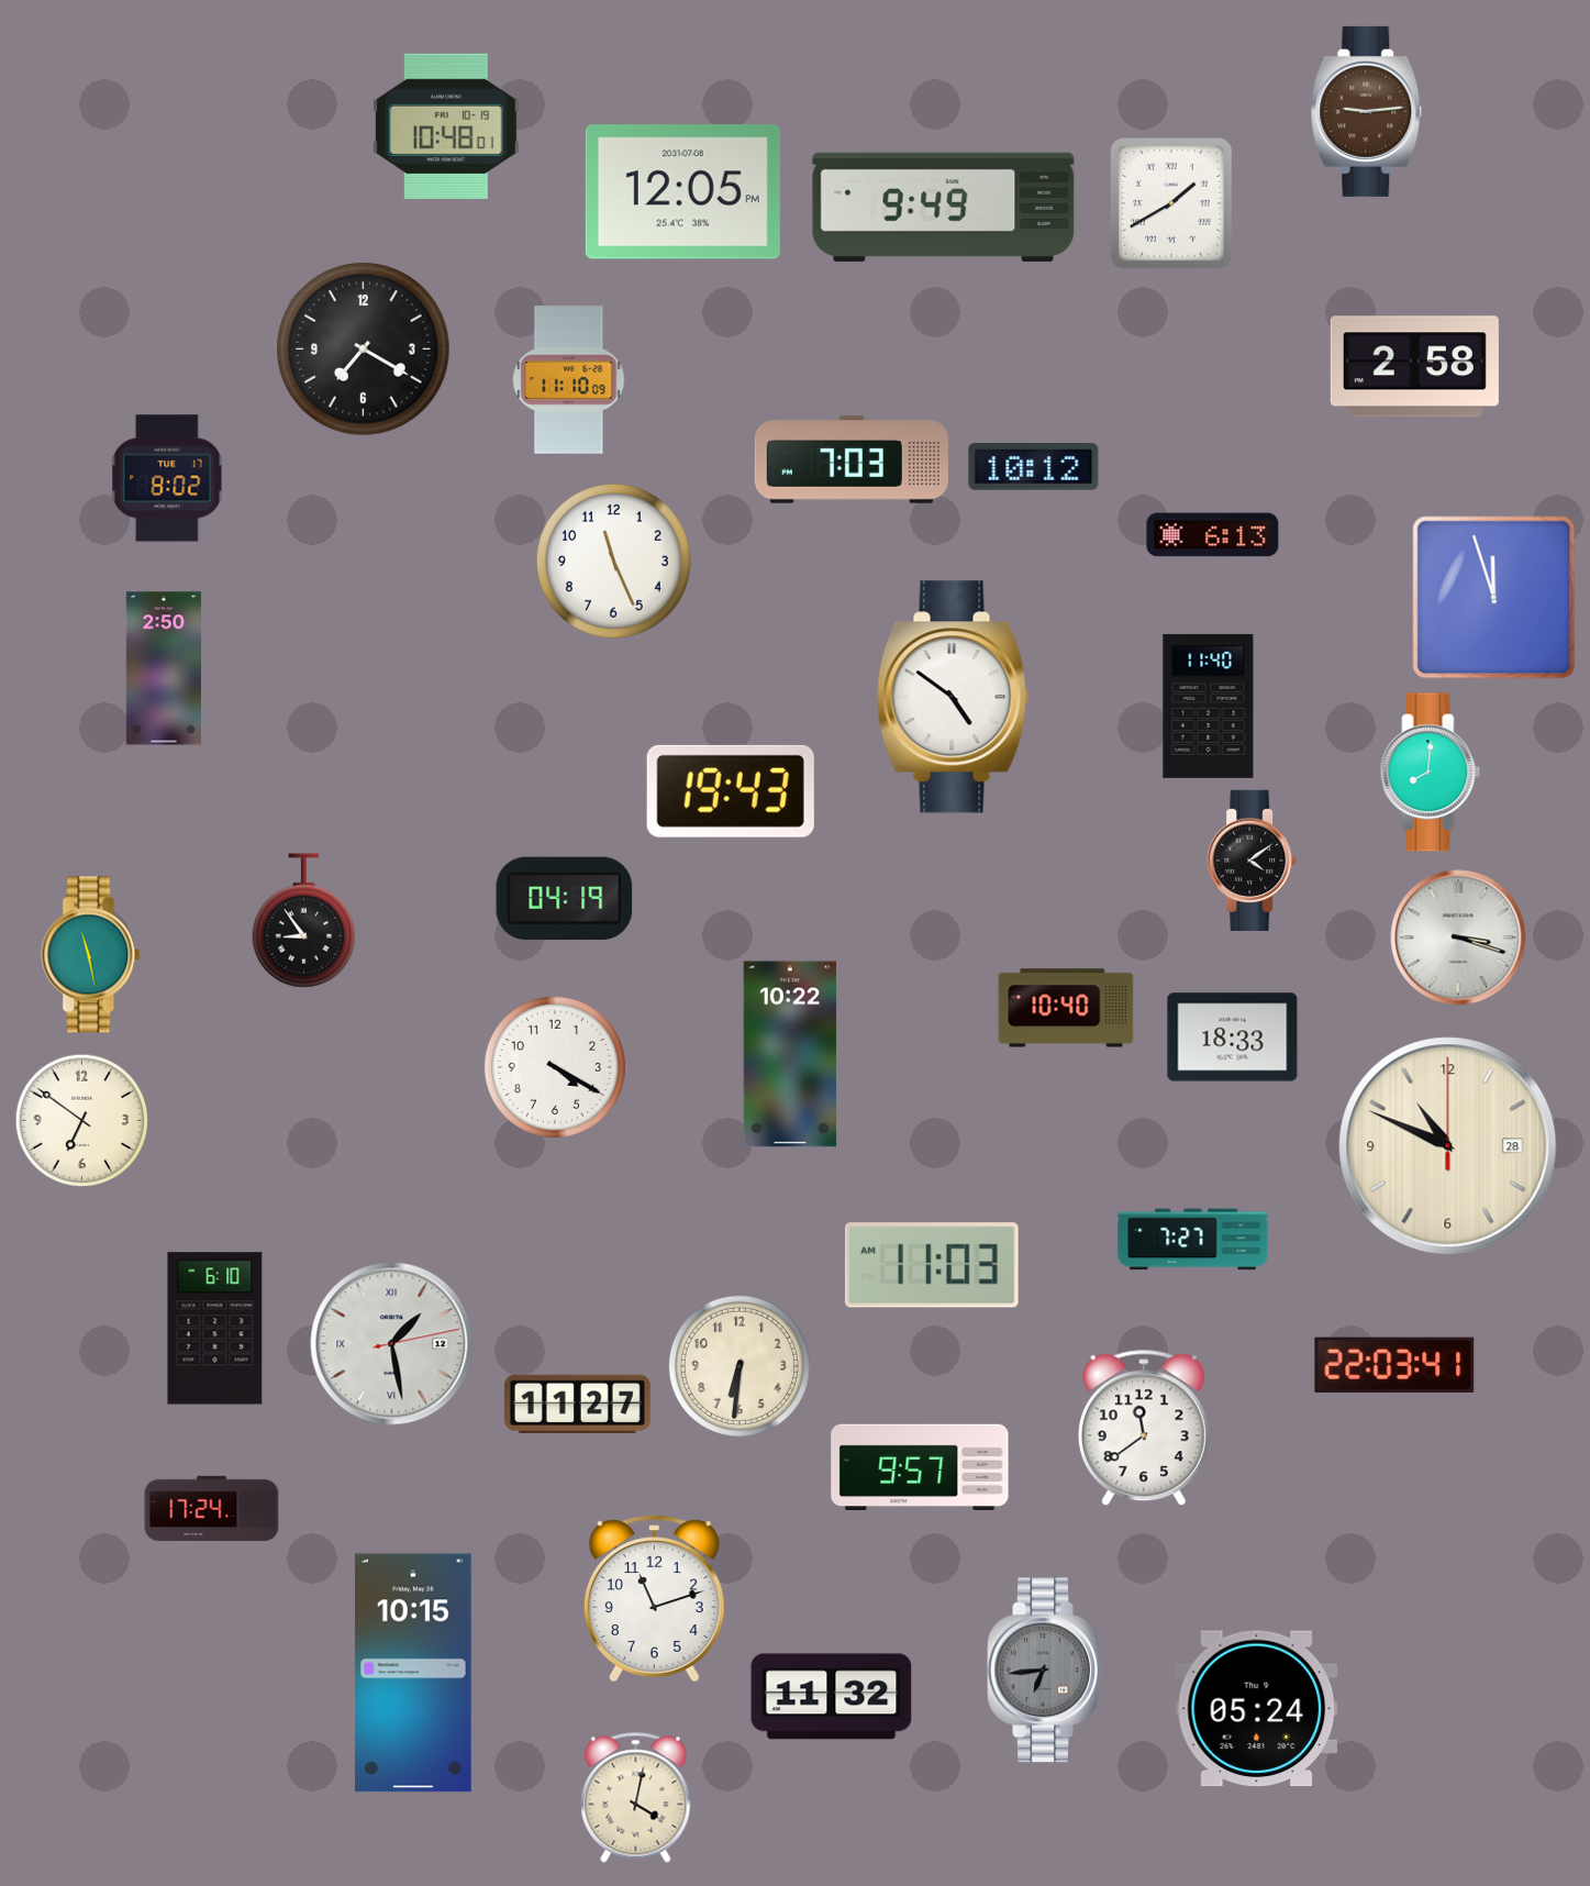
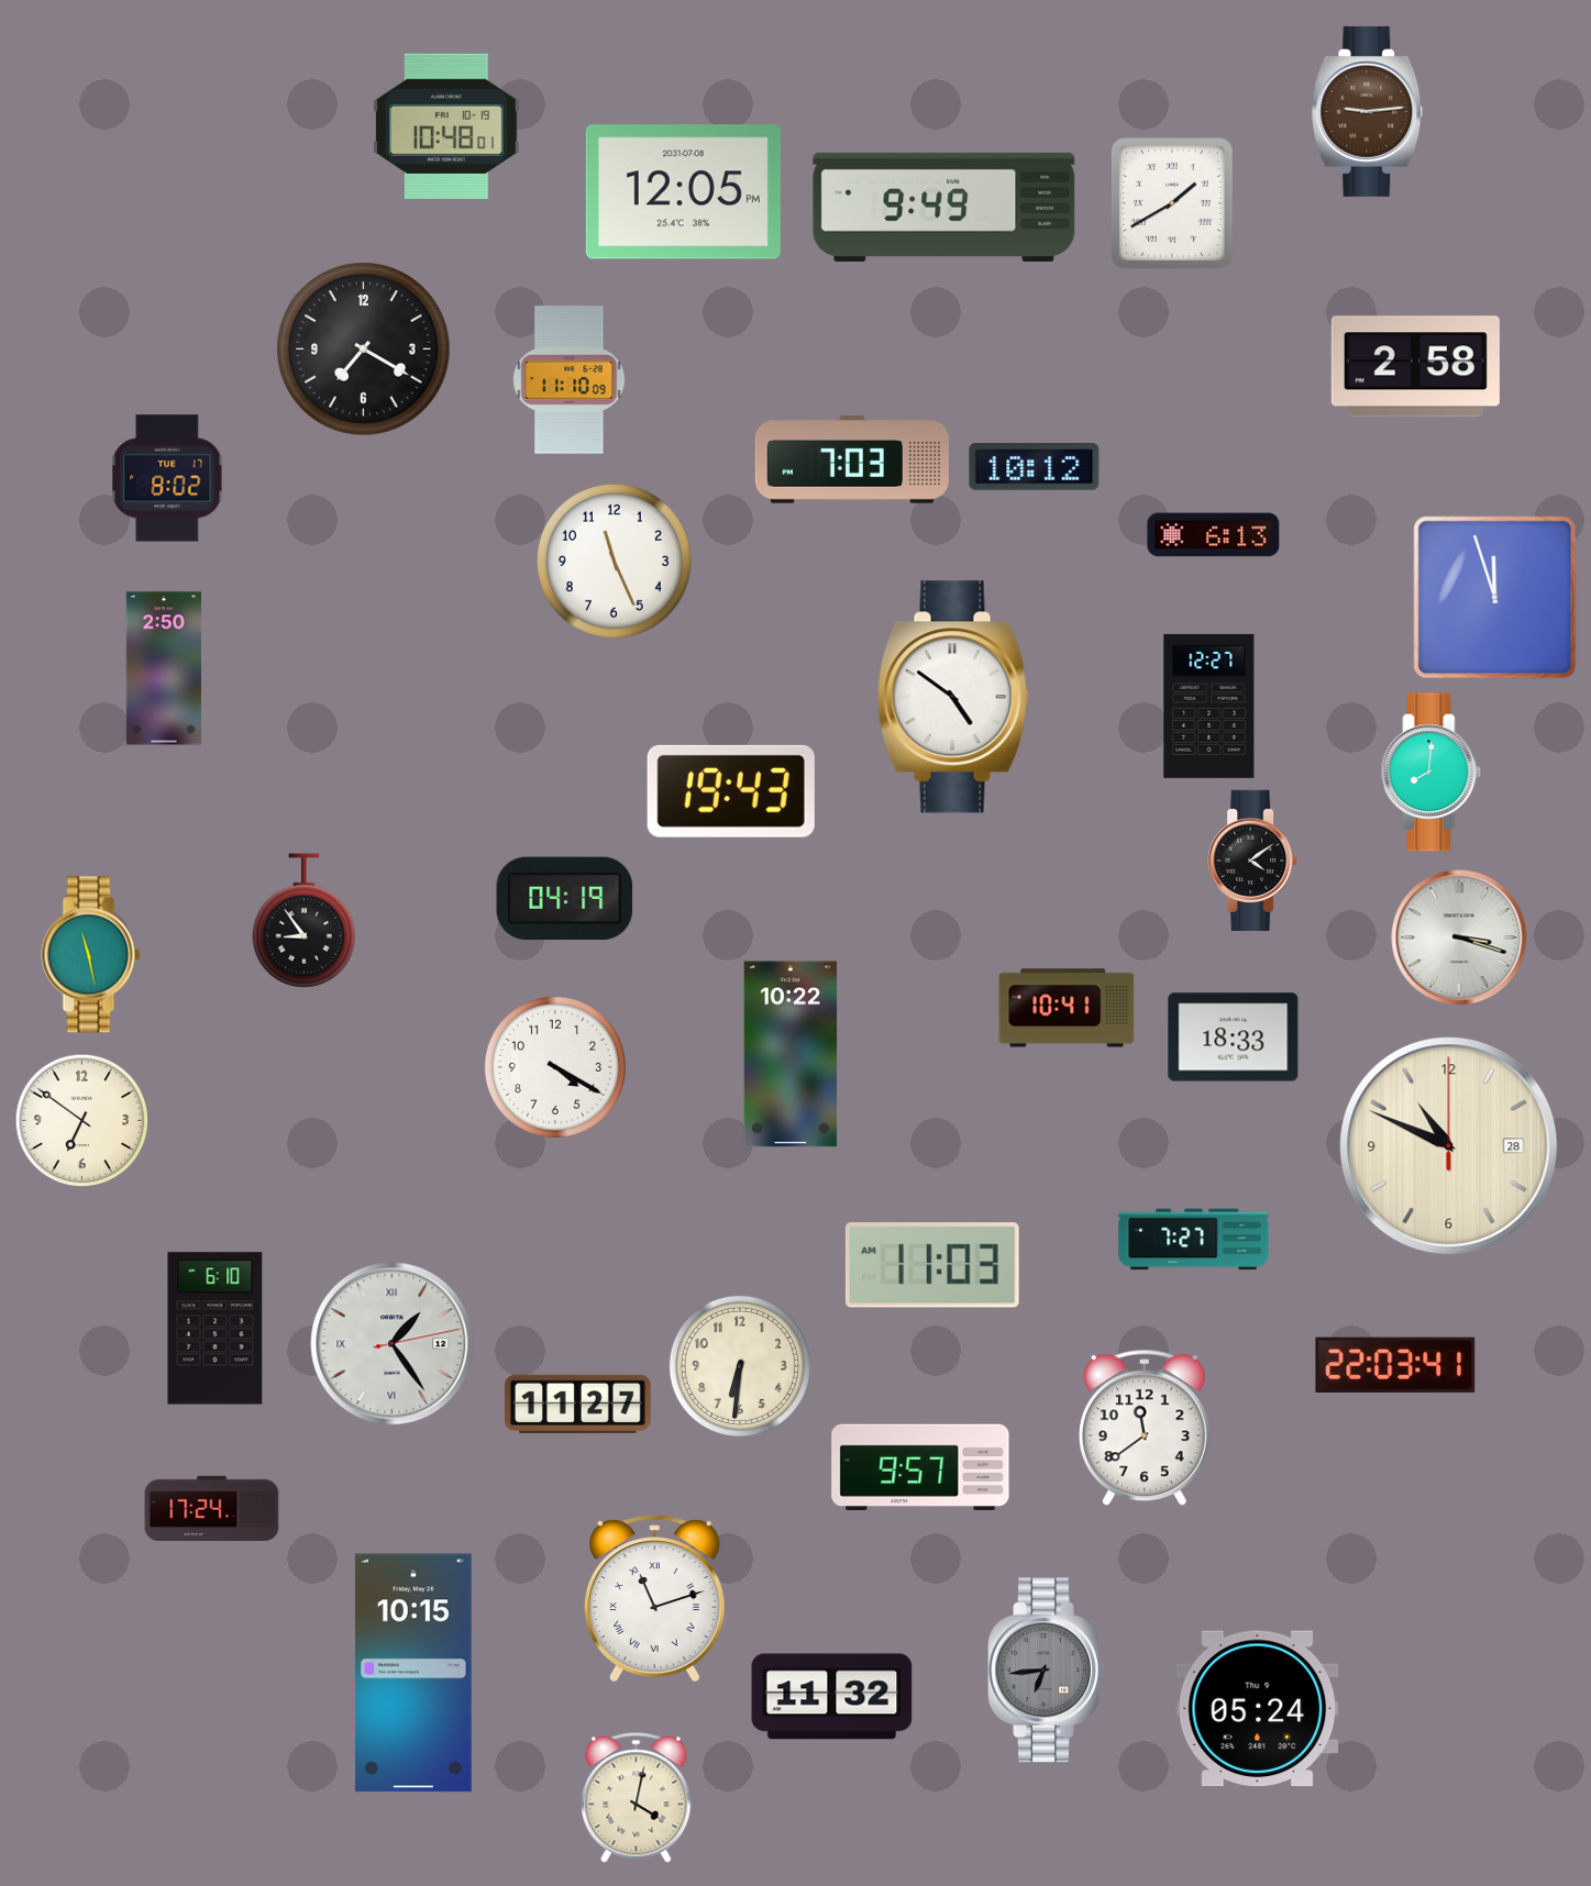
clock at (1209, 706): 11:40 -> 12:27
clock at (1066, 1008): 10:40 -> 10:41
clock at (392, 1344): 1:28 -> 1:24
clock at (654, 1599) numerals: Arabic -> Roman
